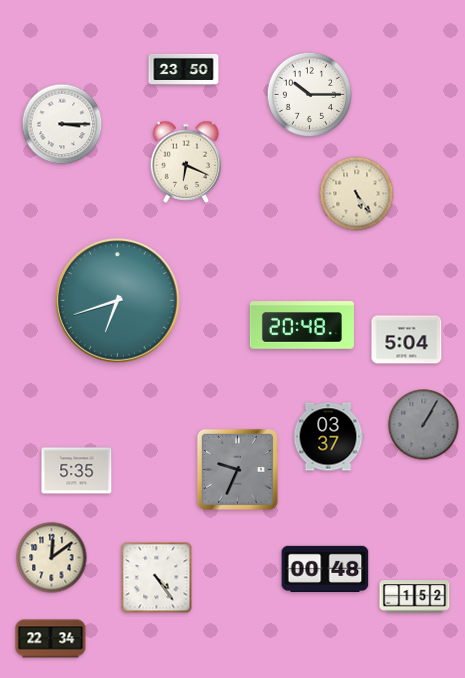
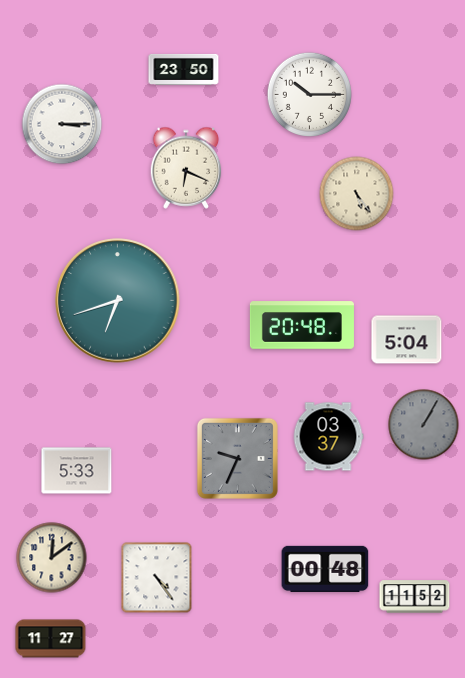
clock at (186, 162) position: (186, 162) -> (186, 168)
clock at (237, 469) position: (237, 469) -> (237, 458)
clock at (77, 471): 5:35 -> 5:33
clock at (415, 597): 1:52 -> 11:52
clock at (51, 639): 22:34 -> 11:27
